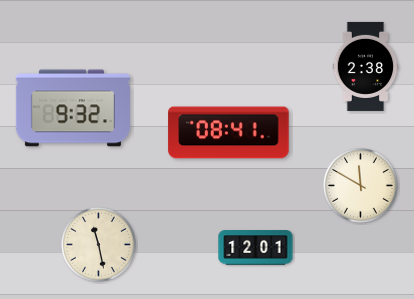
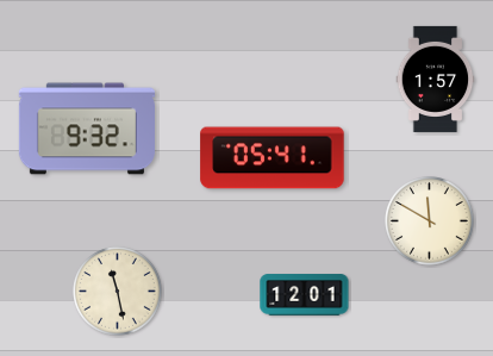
clock at (366, 66): 2:38 -> 1:57
clock at (229, 133): 08:41 -> 05:41
